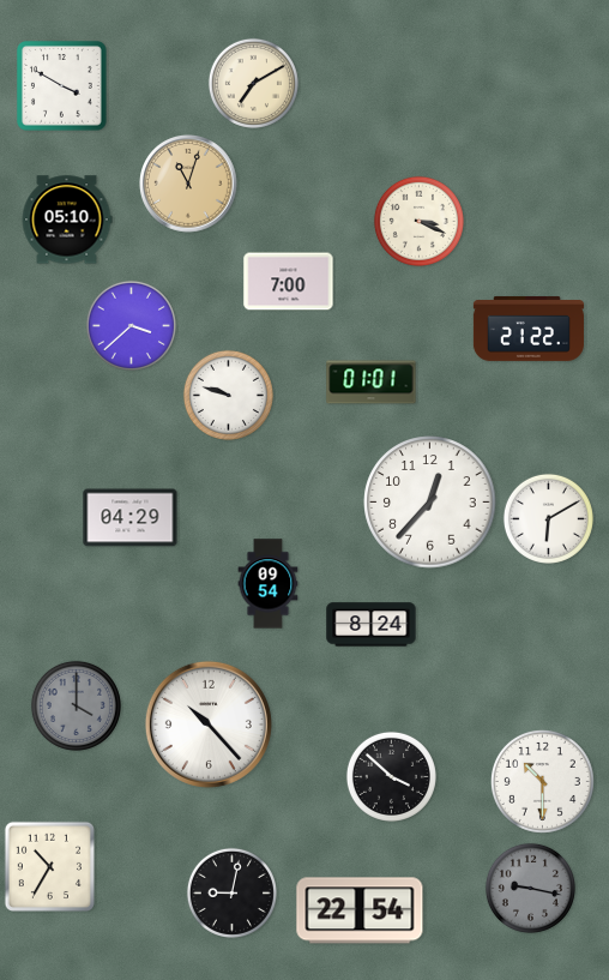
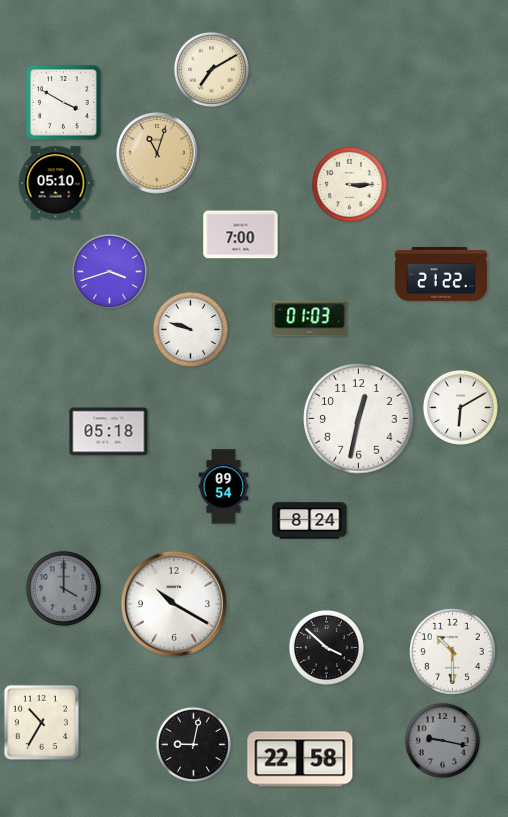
clock at (62, 86) position: (62, 86) -> (64, 103)
clock at (418, 221): 3:19 -> 3:15
clock at (131, 325): 3:38 -> 3:42
clock at (372, 383): 01:01 -> 01:03
clock at (430, 503): 12:37 -> 12:32
clock at (131, 518): 04:29 -> 05:18
clock at (548, 518) position: (548, 518) -> (460, 407)
clock at (209, 725): 10:23 -> 10:20
clock at (360, 910): 22:54 -> 22:58
